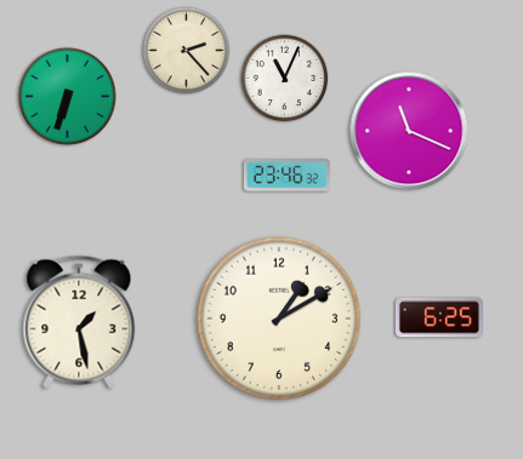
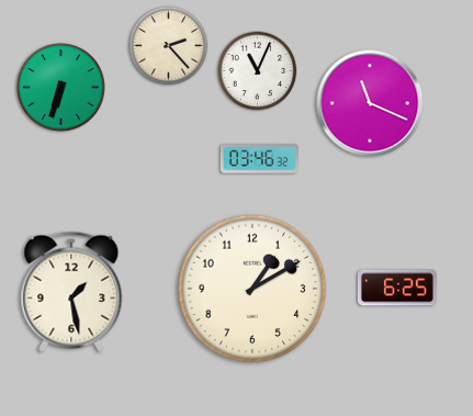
clock at (409, 131) position: (409, 131) -> (370, 103)
clock at (286, 176): 23:46 -> 03:46
